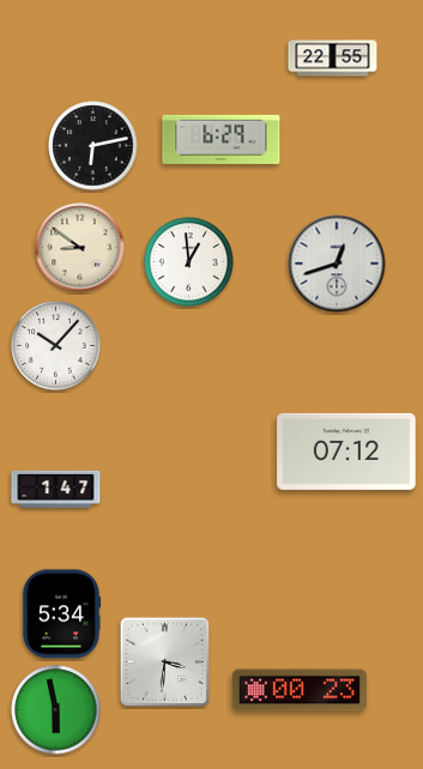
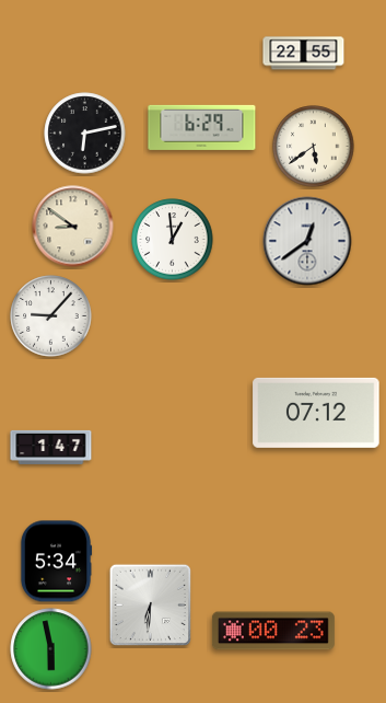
clock at (314, 147): none -> 5:39
clock at (337, 264): 12:42 -> 12:39
clock at (56, 346): 10:07 -> 9:07
clock at (164, 661): 3:31 -> 6:31
